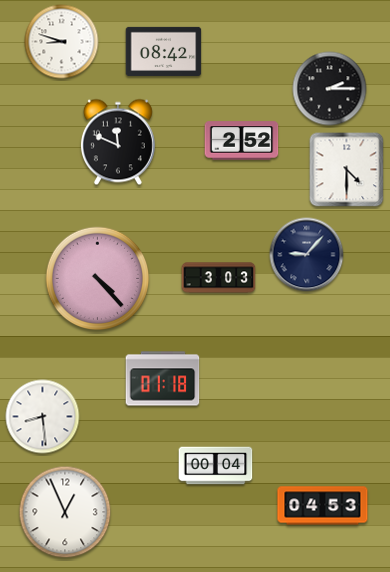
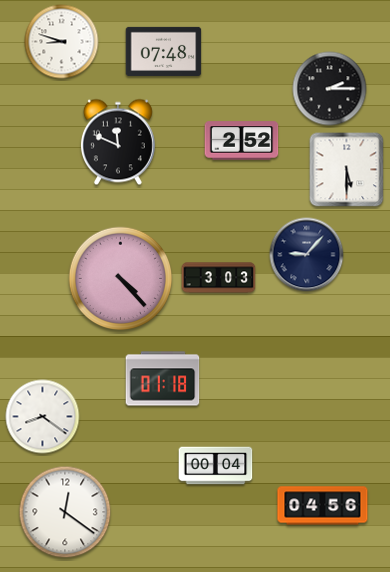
clock at (164, 51): 08:42 -> 07:48
clock at (347, 170): 4:30 -> 5:30
clock at (98, 279) position: (98, 279) -> (121, 279)
clock at (43, 417): 8:29 -> 8:21
clock at (323, 506): 04:53 -> 04:56
clock at (65, 512): 12:56 -> 12:21
